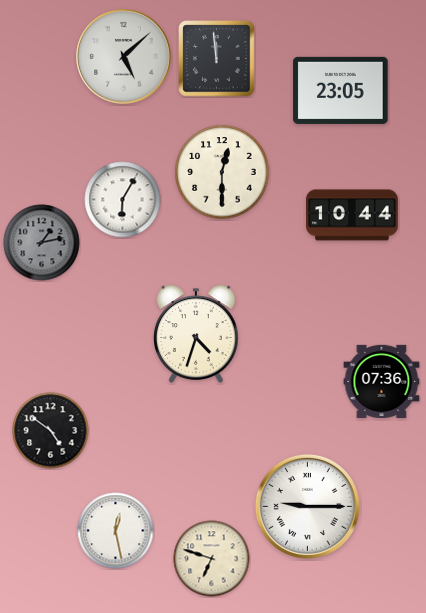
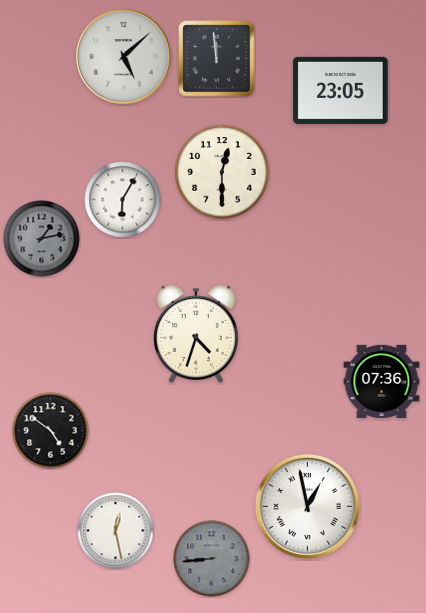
clock at (353, 215): 10:44 -> none
clock at (42, 243) position: (42, 243) -> (42, 239)
clock at (307, 506): 9:15 -> 12:58
clock at (212, 559): 6:48 -> 8:44
clock at (212, 559) dial: cream -> grey
